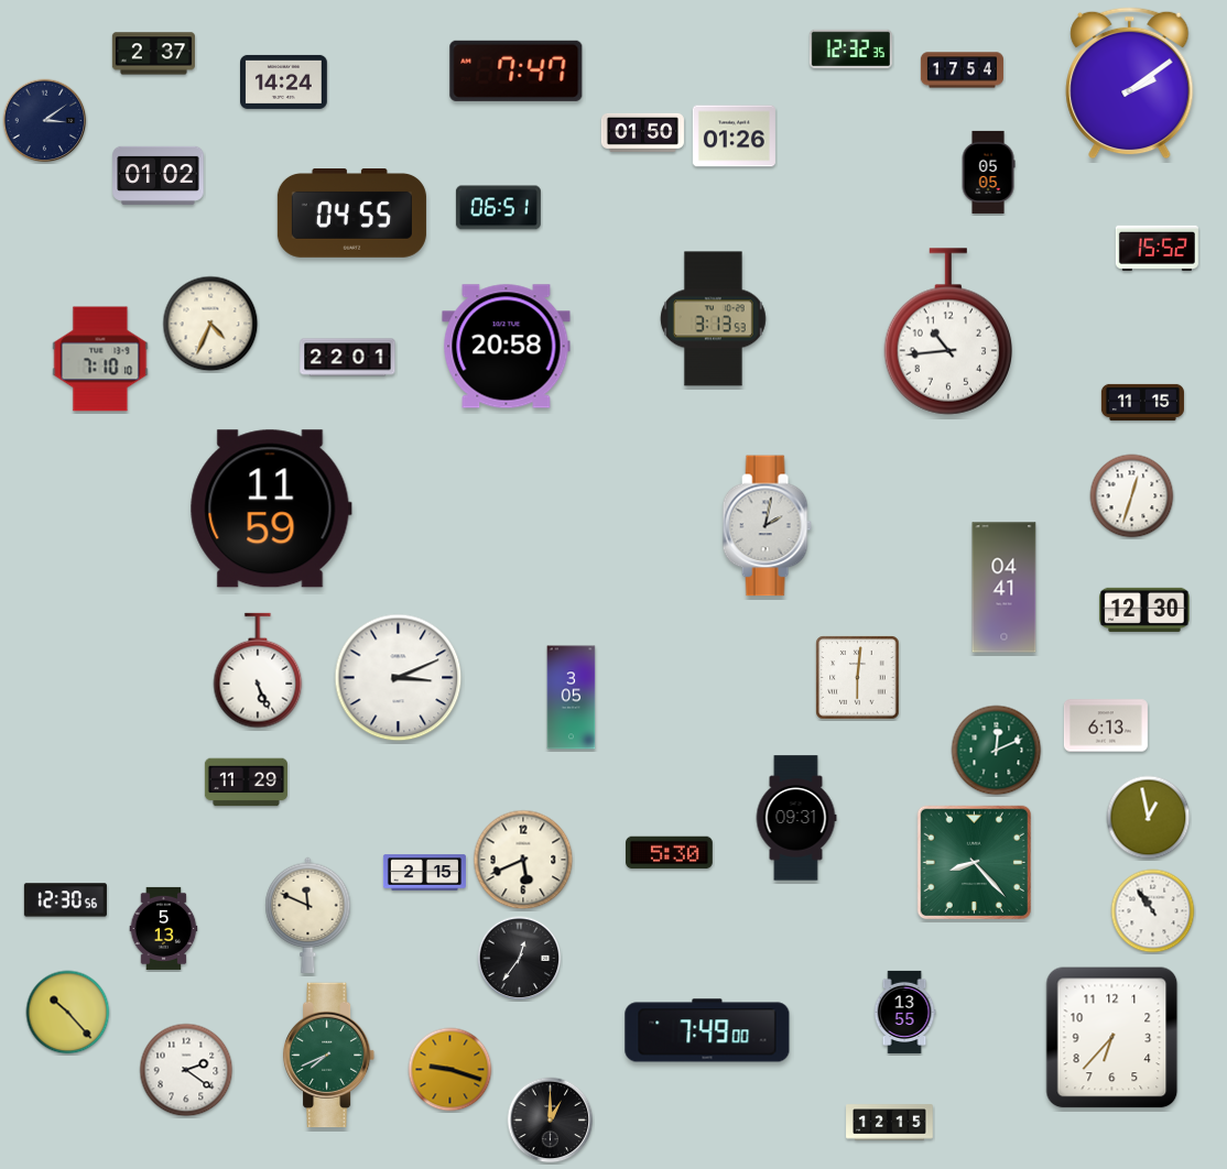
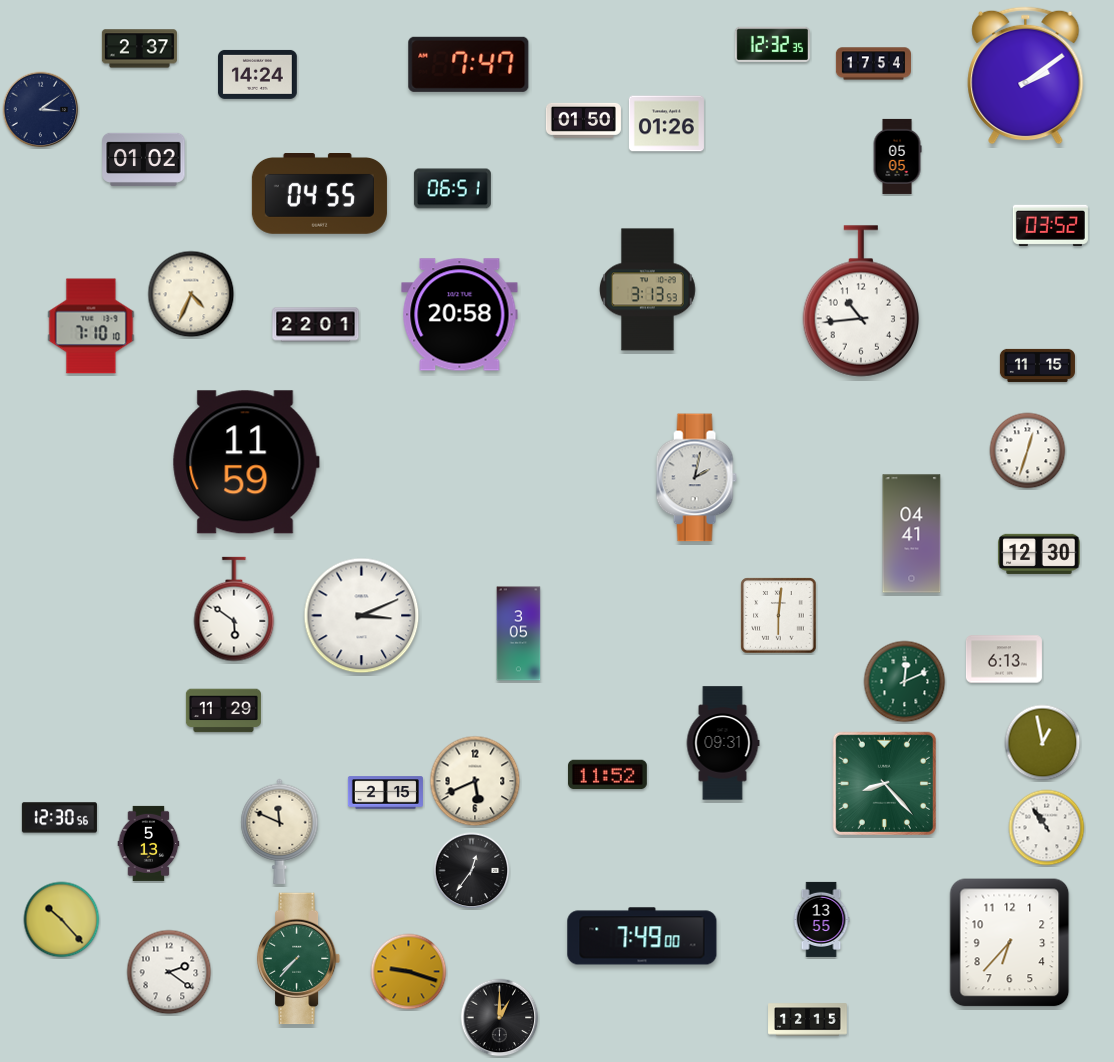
clock at (1157, 248): 15:52 -> 03:52
clock at (258, 670): 5:26 -> 5:51
clock at (670, 853): 5:30 -> 11:52
clock at (329, 1056): 7:41 -> 7:37
